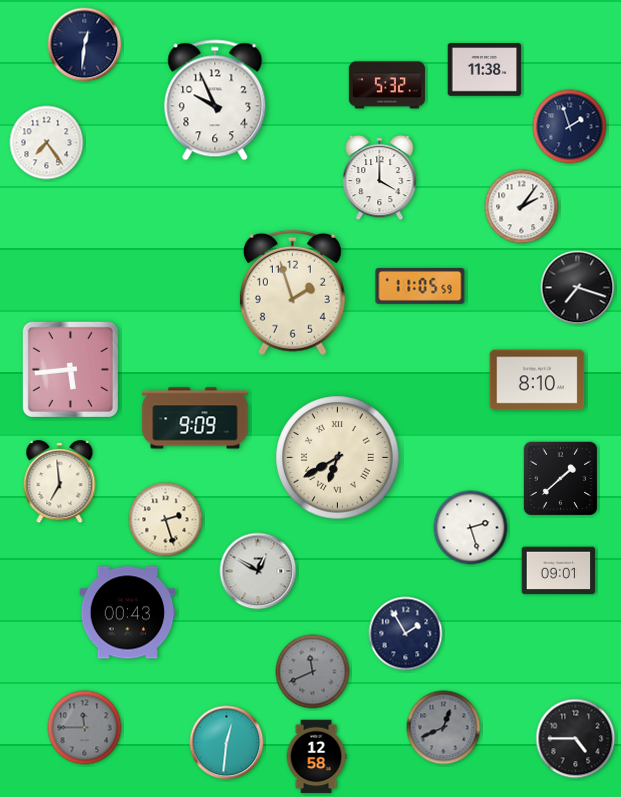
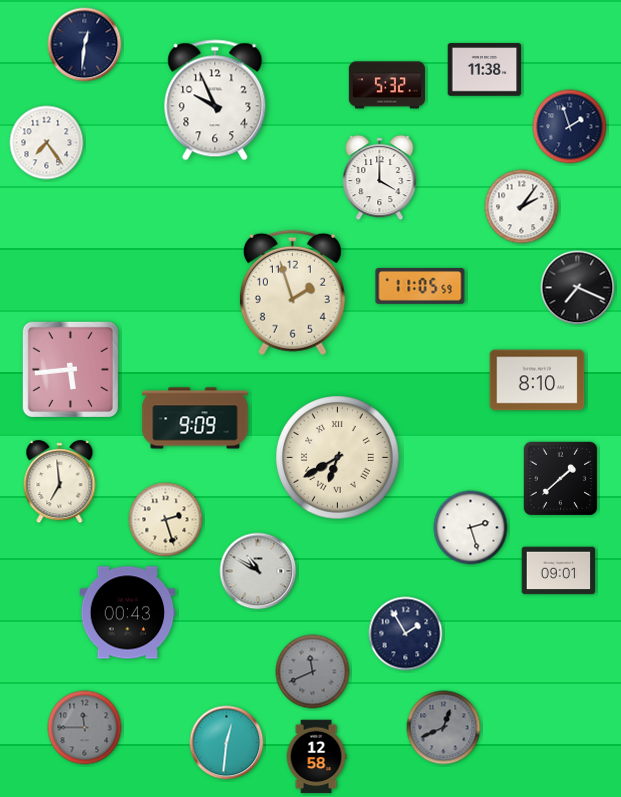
clock at (578, 288): 7:18 -> 7:19
clock at (258, 571): 12:50 -> 10:50
clock at (576, 739): 4:45 -> none
